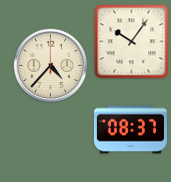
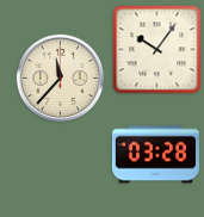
clock at (51, 66): 4:37 -> 11:37
clock at (130, 130): 08:37 -> 03:28
